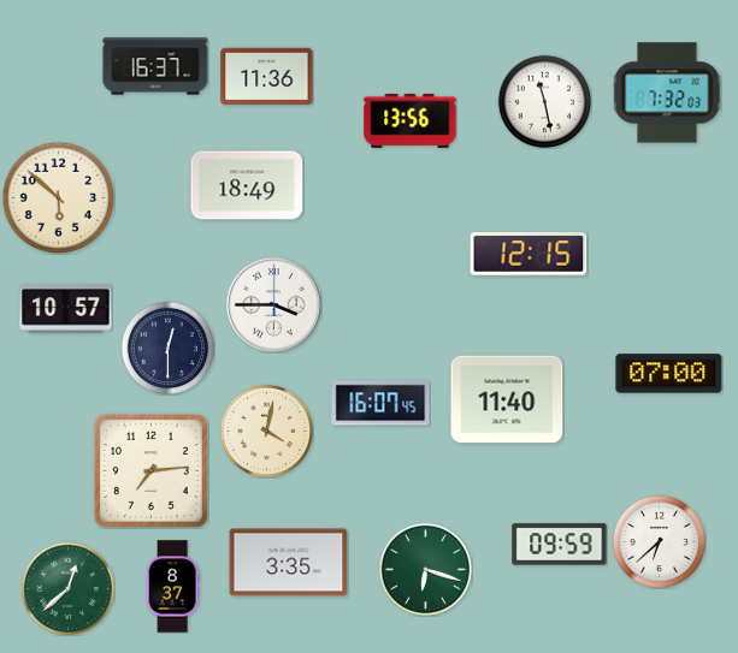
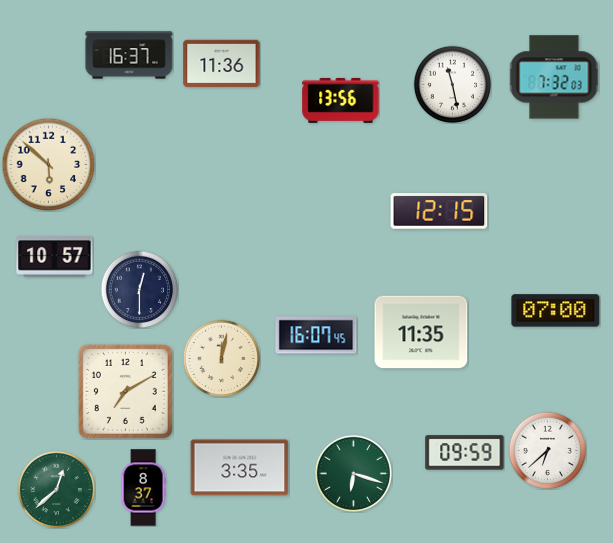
clock at (247, 185): 18:49 -> none
clock at (273, 304): 3:45 -> none
clock at (507, 399): 11:40 -> 11:35
clock at (266, 431): 4:02 -> 12:02
clock at (150, 470): 7:14 -> 7:10
